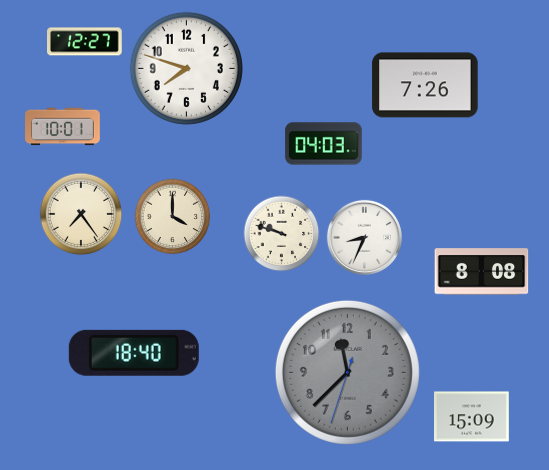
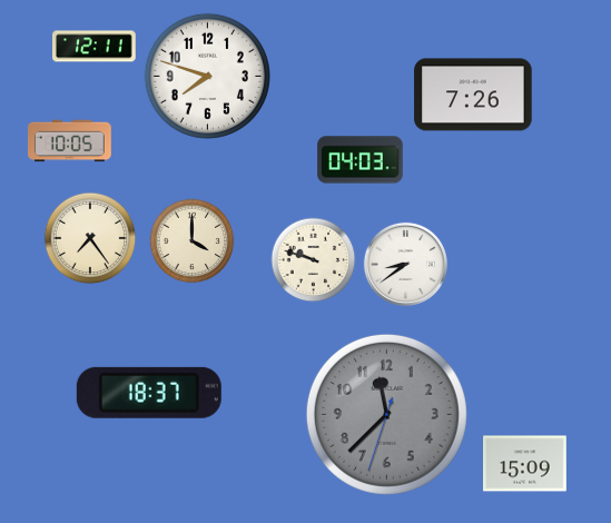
clock at (85, 42): 12:27 -> 12:11
clock at (63, 127): 10:01 -> 10:05
clock at (364, 237): 8:34 -> 8:39
clock at (482, 272): 8:08 -> none
clock at (134, 353): 18:40 -> 18:37
